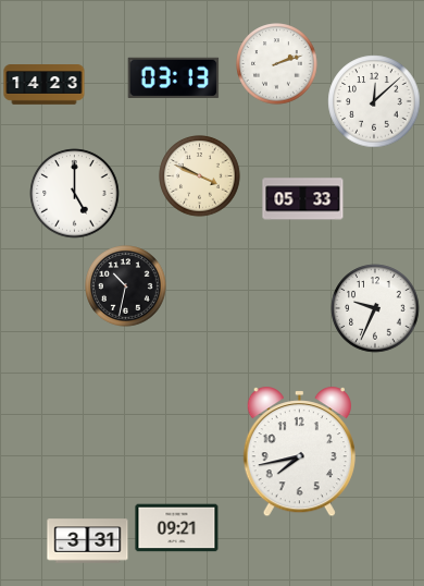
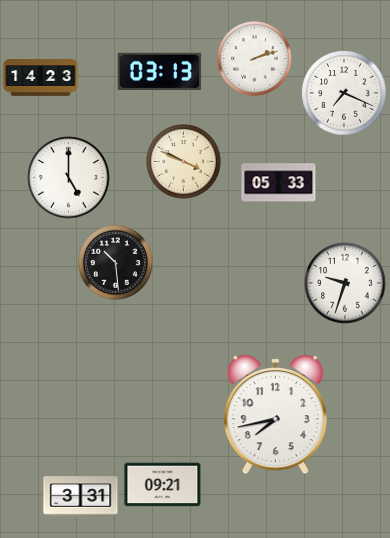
clock at (374, 101): 12:08 -> 7:19
clock at (126, 286): 10:32 -> 10:29
clock at (375, 308): 9:34 -> 9:33
